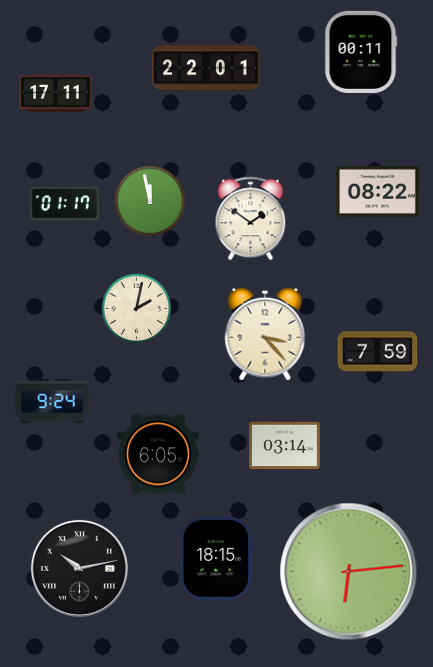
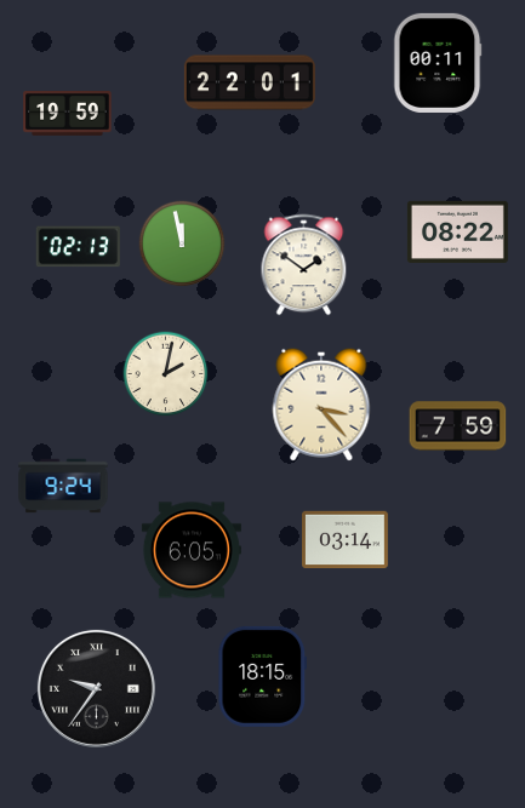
clock at (56, 94): 17:11 -> 19:59
clock at (64, 204): 01:17 -> 02:13
clock at (79, 568): 10:13 -> 9:36
clock at (349, 572): 6:14 -> none
